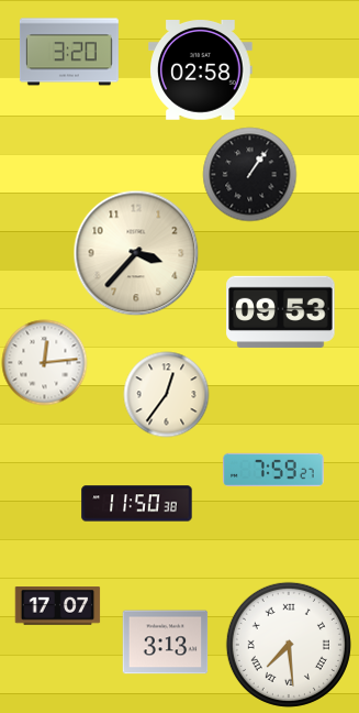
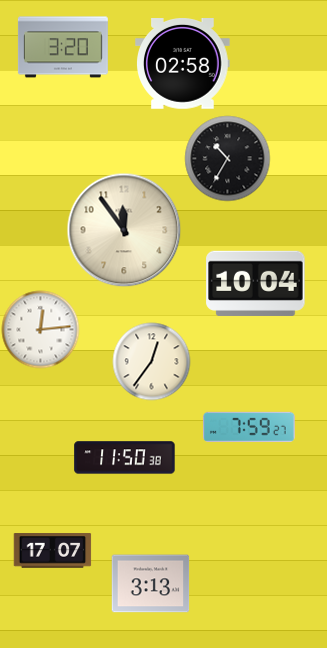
clock at (249, 174): 1:06 -> 10:35
clock at (136, 253): 3:37 -> 11:54
clock at (281, 311): 09:53 -> 10:04
clock at (166, 394) position: (166, 394) -> (151, 361)
clock at (289, 645): 7:29 -> none
